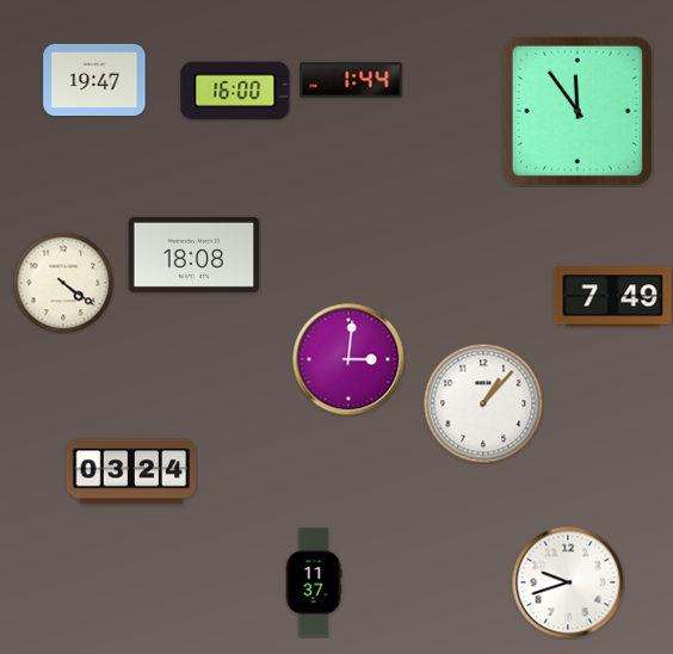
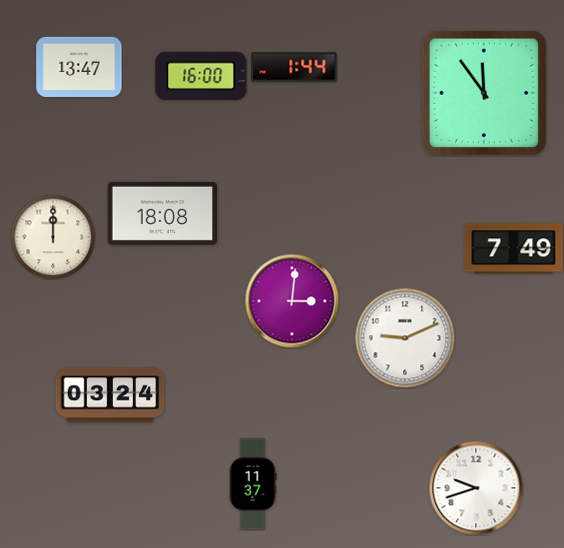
clock at (94, 80): 19:47 -> 13:47
clock at (235, 91) position: (235, 91) -> (201, 76)
clock at (63, 283): 4:21 -> 12:00
clock at (483, 403): 1:07 -> 9:11
clock at (314, 582) position: (314, 582) -> (253, 484)
